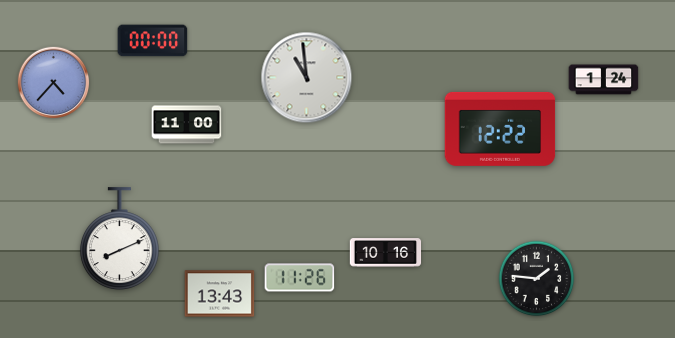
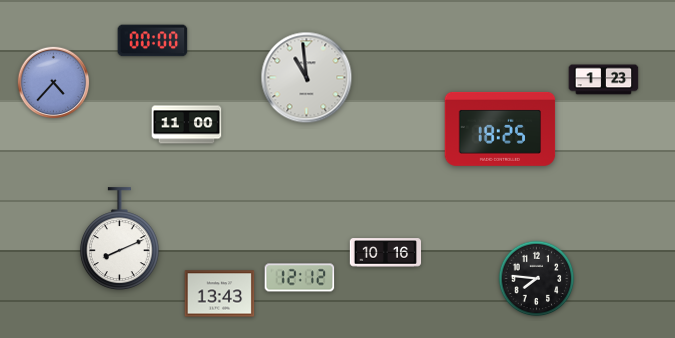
clock at (604, 80): 1:24 -> 1:23
clock at (500, 129): 12:22 -> 18:25
clock at (300, 278): 11:26 -> 12:12
clock at (537, 279): 1:46 -> 7:46
